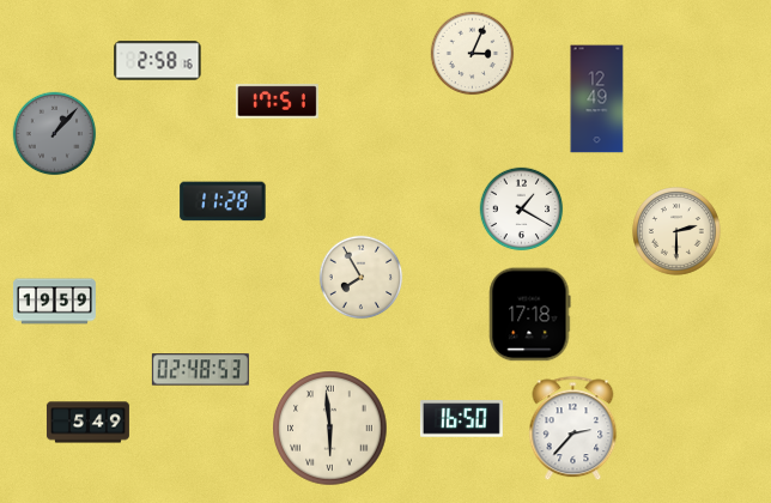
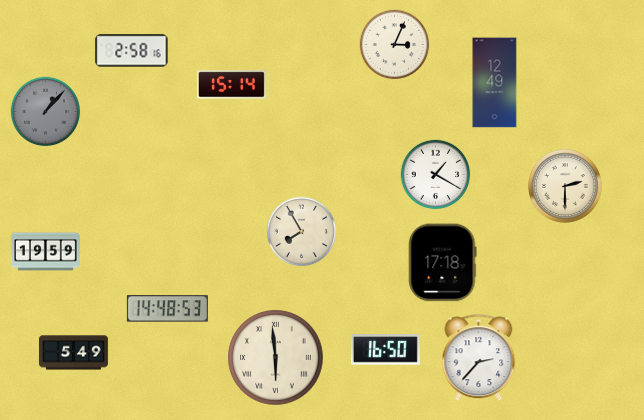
clock at (597, 99) position: (597, 99) -> (495, 83)
clock at (277, 102): 17:51 -> 15:14
clock at (223, 201): 11:28 -> none
clock at (676, 231) position: (676, 231) -> (565, 186)
clock at (200, 370): 02:48 -> 14:48
